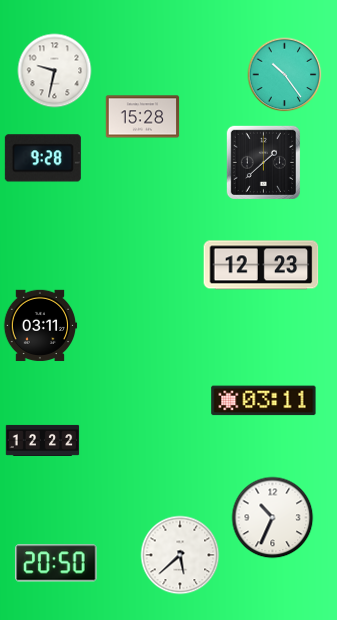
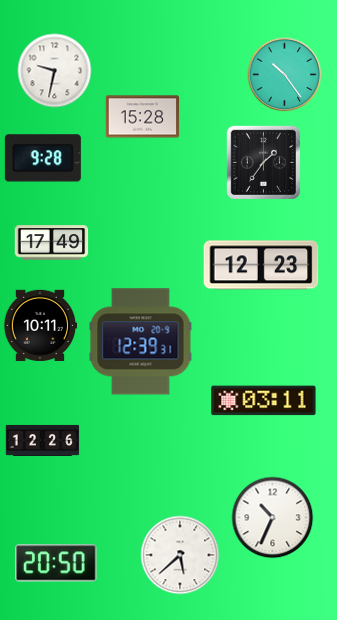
clock at (263, 162): 1:38 -> 1:36
clock at (52, 243): none -> 17:49
clock at (40, 325): 03:11 -> 10:11
clock at (141, 342): none -> 12:39
clock at (43, 440): 12:22 -> 12:26
